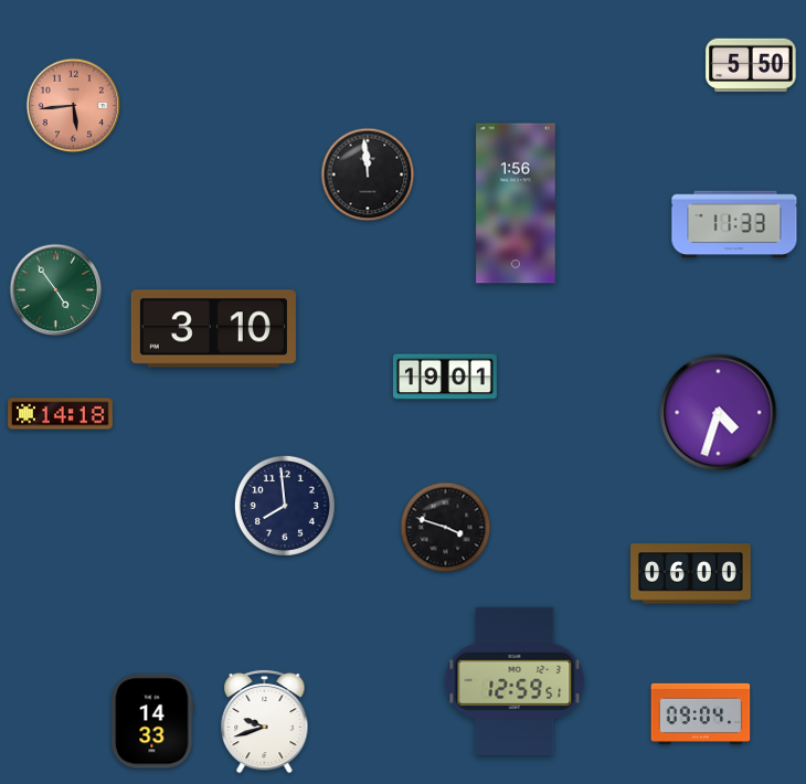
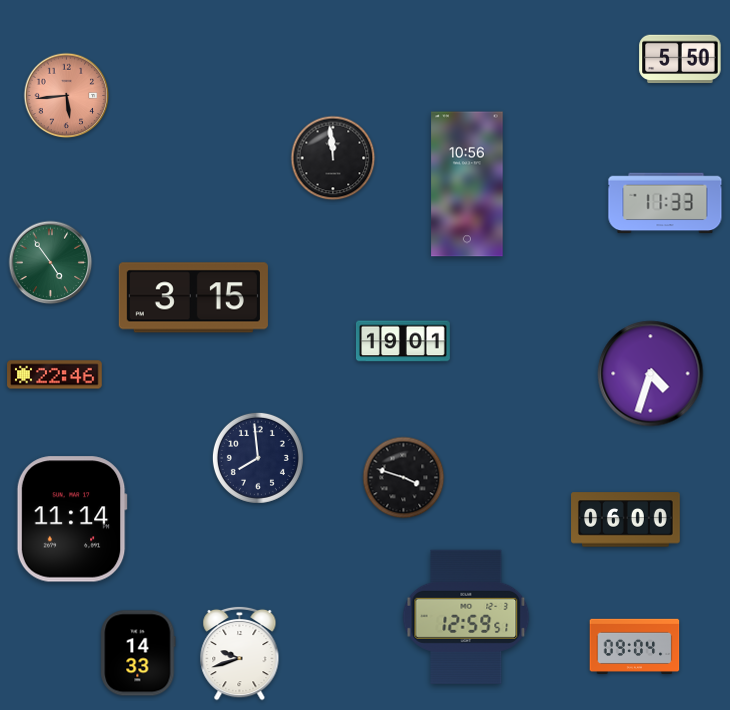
clock at (516, 203): 1:56 -> 10:56
clock at (213, 329): 3:10 -> 3:15
clock at (61, 414): 14:18 -> 22:46
clock at (72, 519): none -> 11:14
